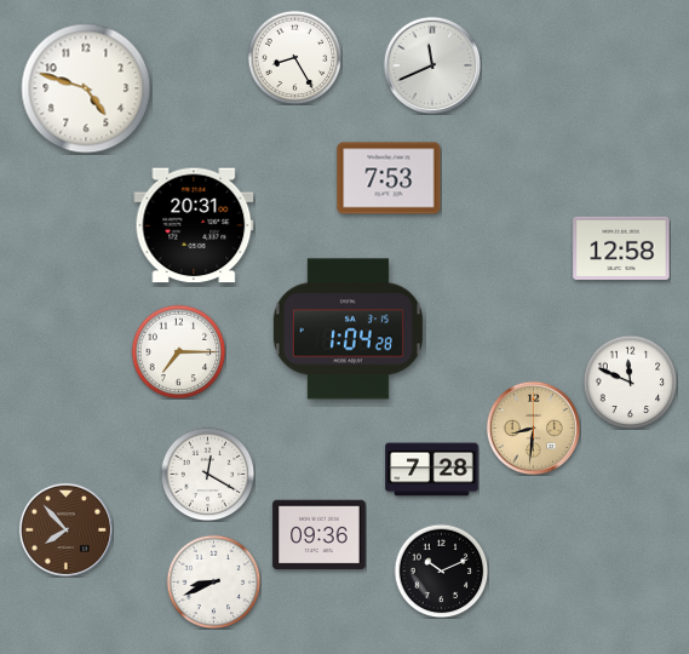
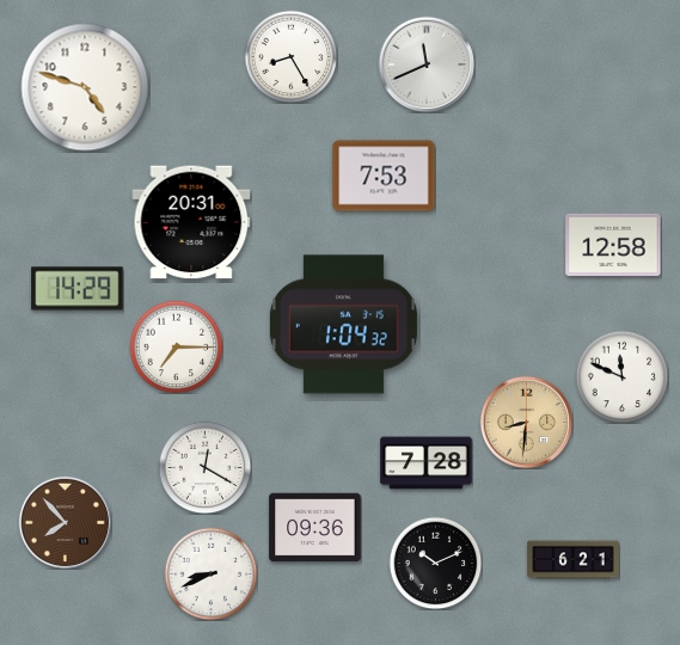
clock at (78, 289): none -> 14:29
clock at (348, 329): 1:04:28 -> 1:04:32
clock at (574, 560): none -> 6:21
